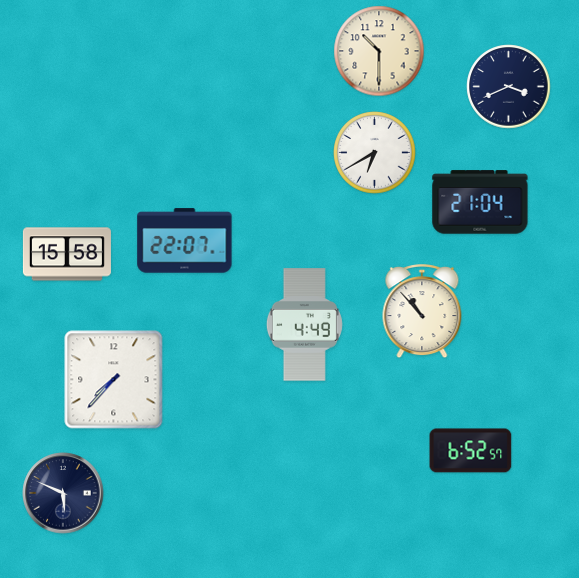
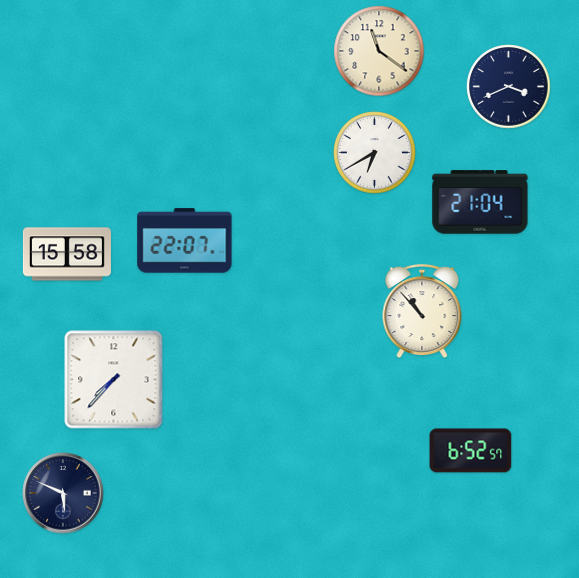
clock at (379, 51): 10:30 -> 11:21
clock at (304, 325): 4:49 -> none
